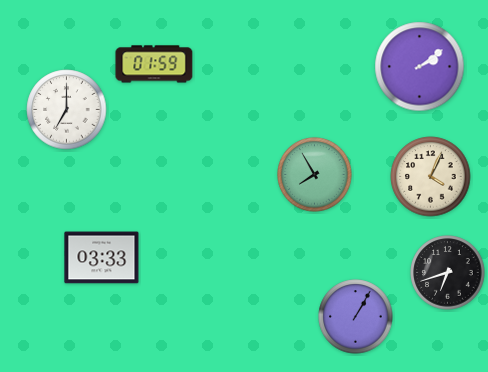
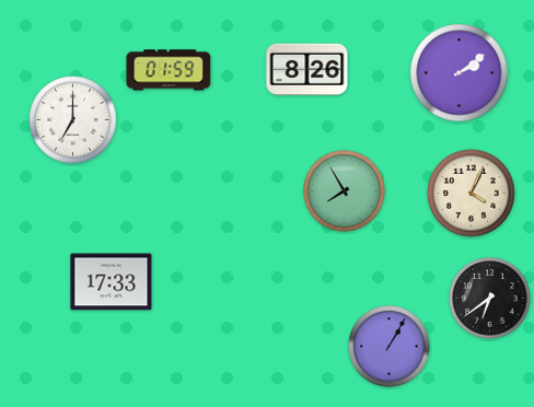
clock at (307, 69): none -> 8:26
clock at (102, 258): 03:33 -> 17:33
clock at (448, 273): 6:42 -> 6:39
